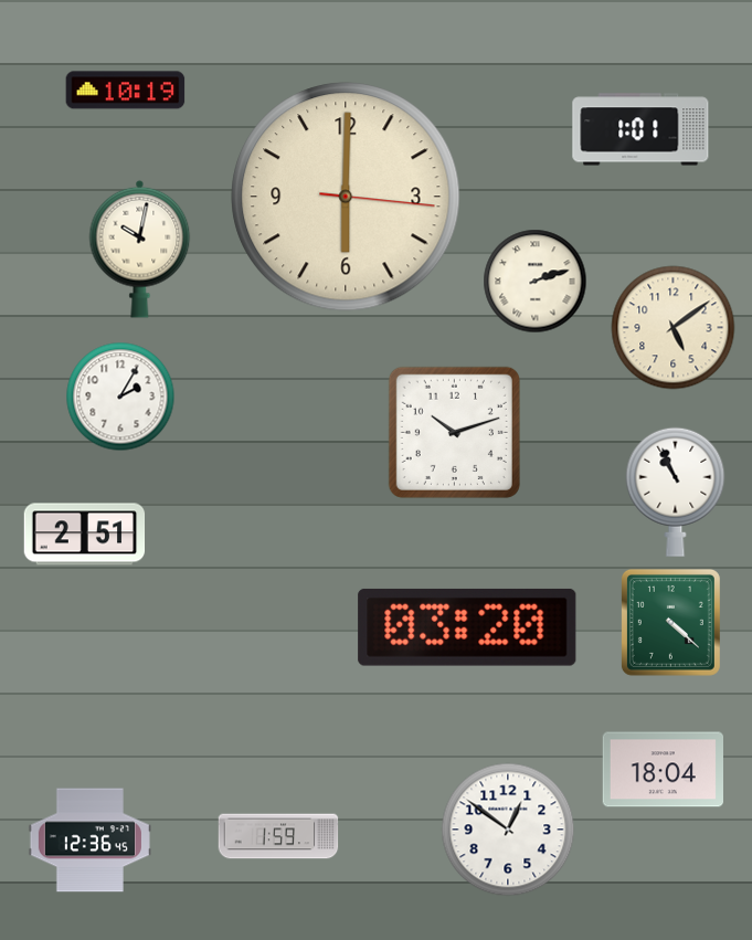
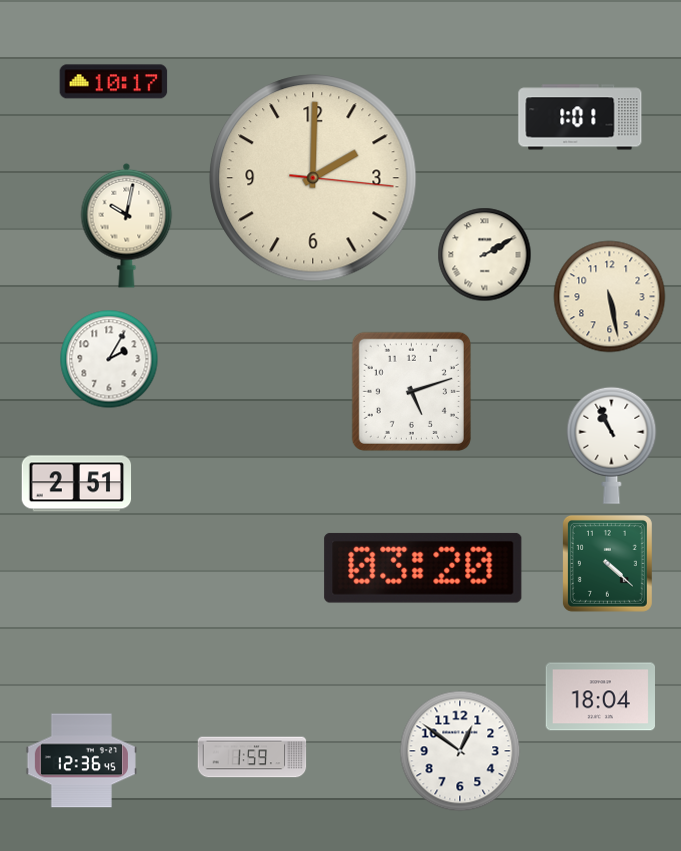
clock at (126, 91): 10:19 -> 10:17
clock at (346, 197): 6:00 -> 2:00
clock at (536, 282): 2:12 -> 2:10
clock at (674, 328): 5:09 -> 5:28
clock at (454, 432): 10:12 -> 5:12
